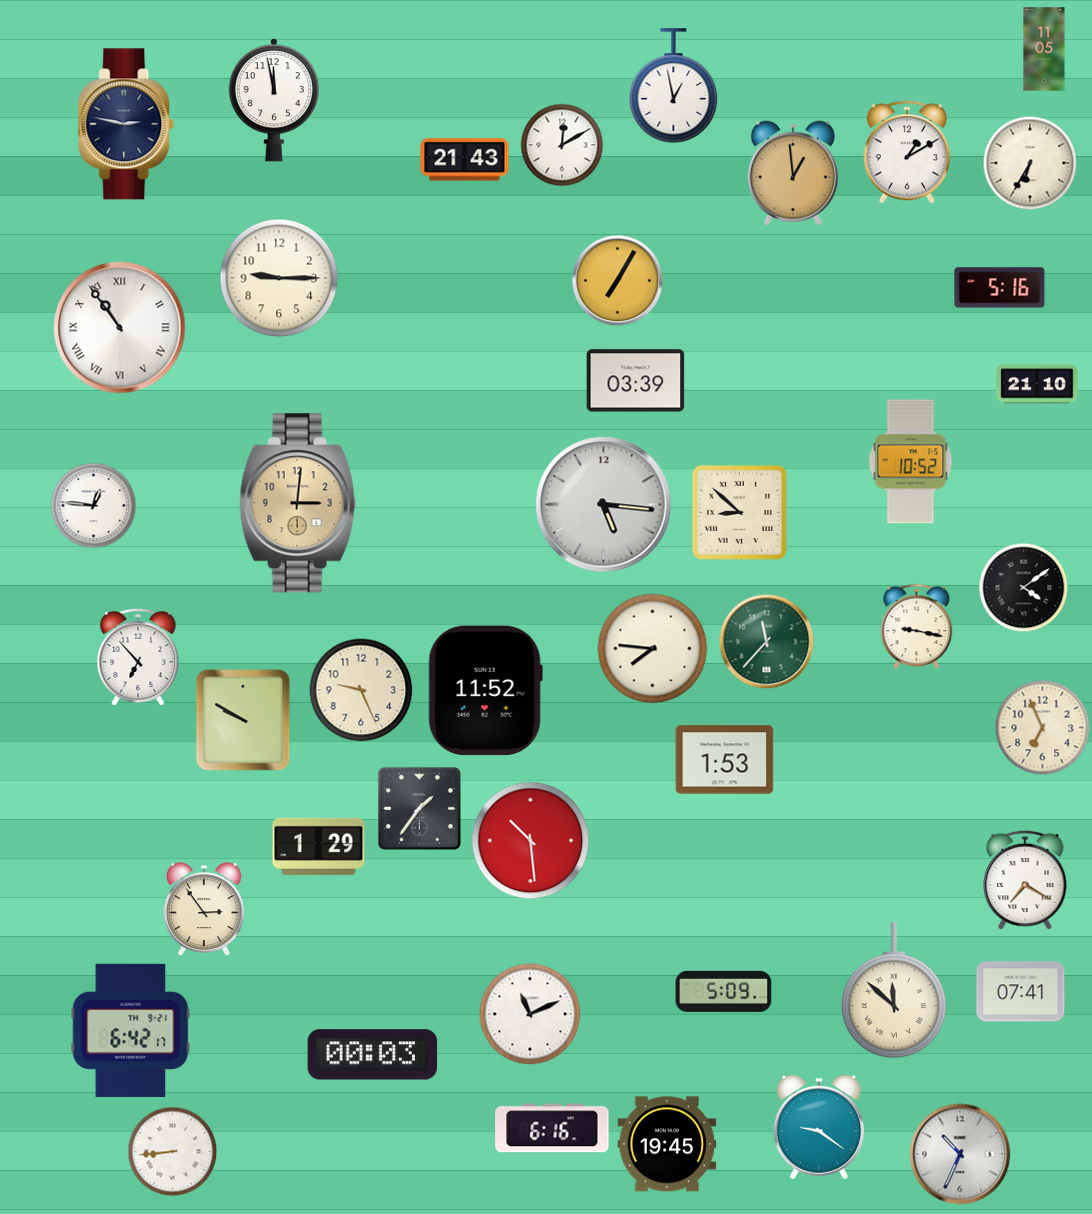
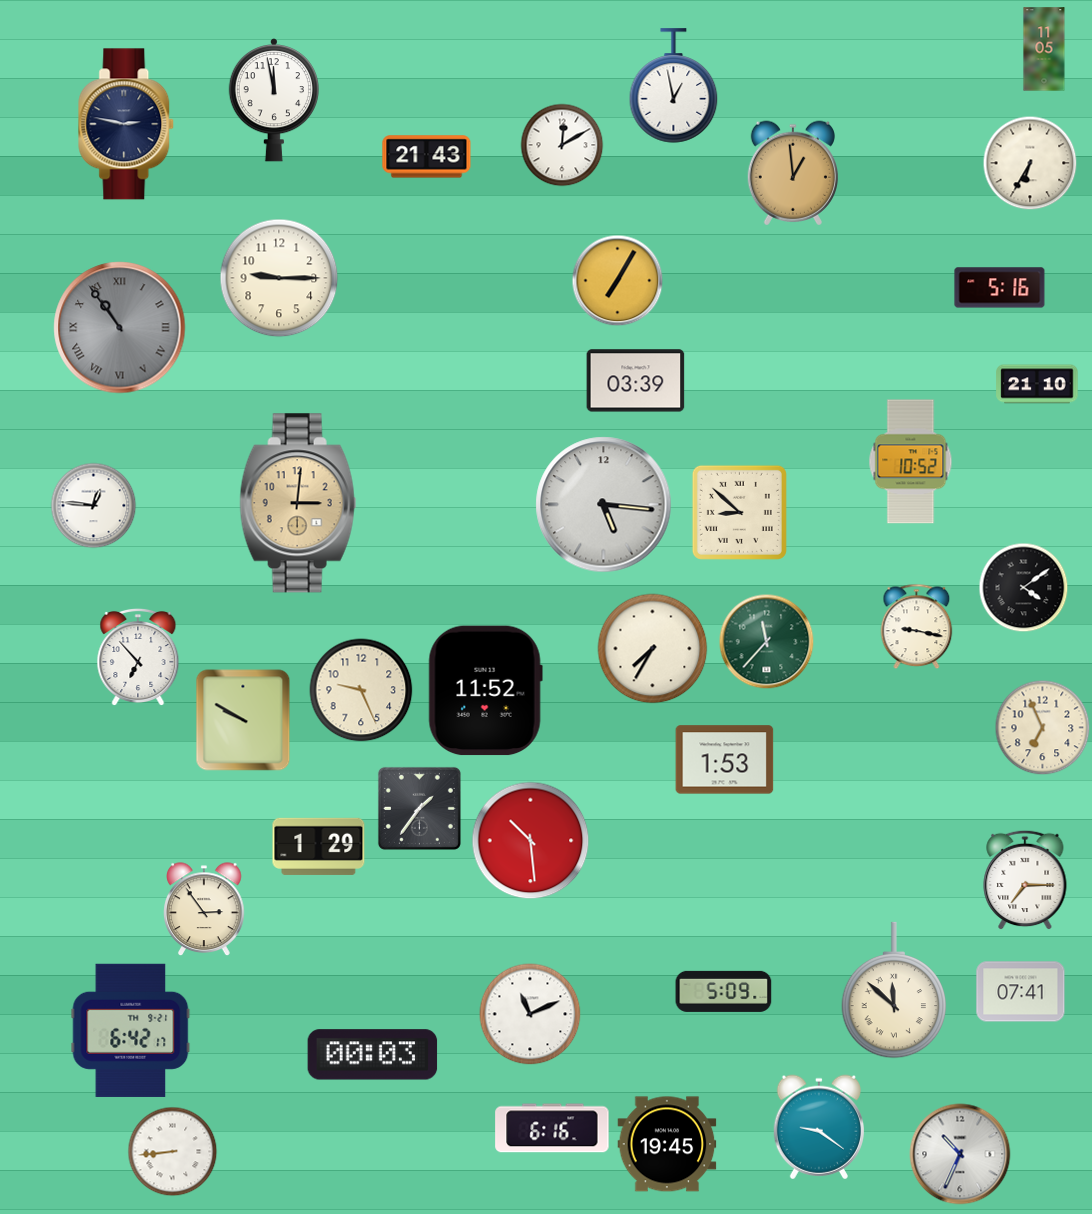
clock at (907, 152): 1:10 -> none
clock at (465, 160) position: (465, 160) -> (427, 157)
clock at (120, 328) dial: white -> grey
clock at (653, 649): 7:46 -> 7:35
clock at (1025, 880): 7:20 -> 7:15
